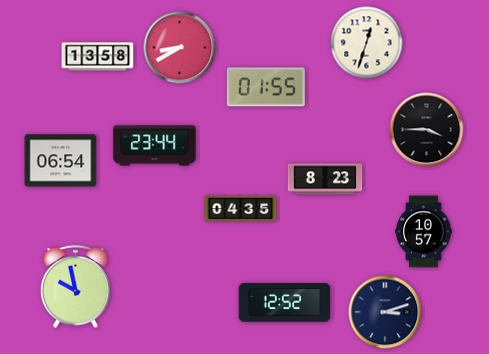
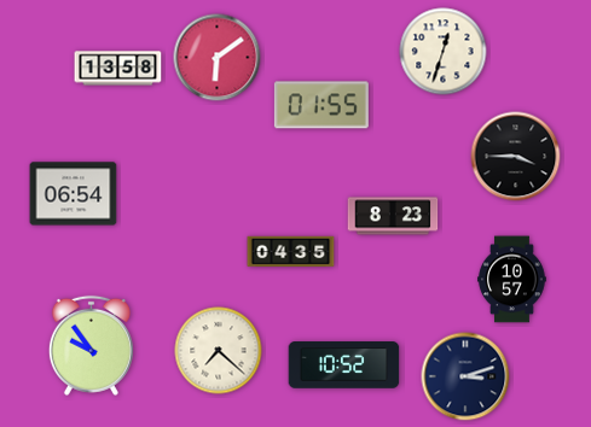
clock at (180, 48): 8:40 -> 6:09
clock at (155, 146): 23:44 -> none
clock at (75, 286): 9:58 -> 9:54
clock at (219, 351): none -> 7:22
clock at (285, 303): 12:52 -> 10:52
